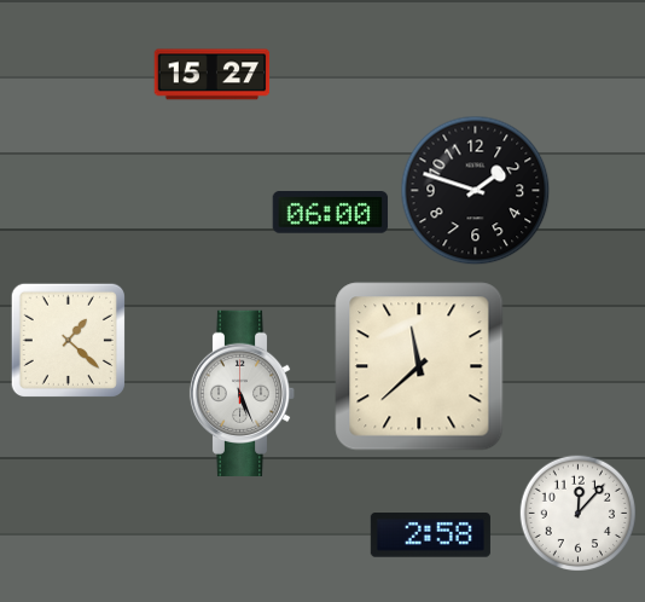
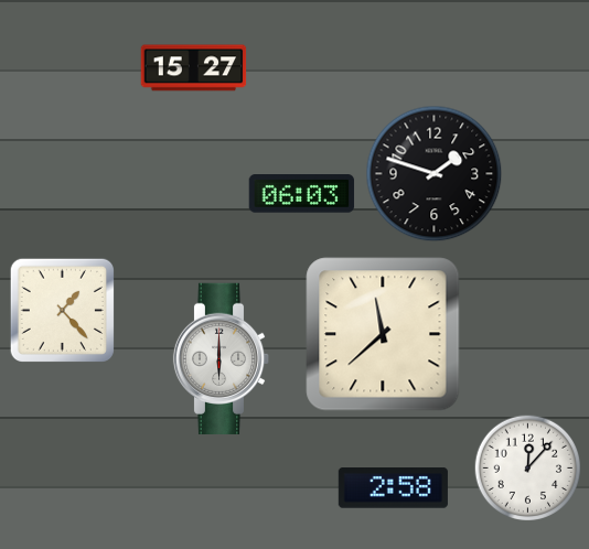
clock at (331, 213): 06:00 -> 06:03
clock at (68, 340): 1:22 -> 1:23
clock at (243, 393): 5:26 -> 6:00
